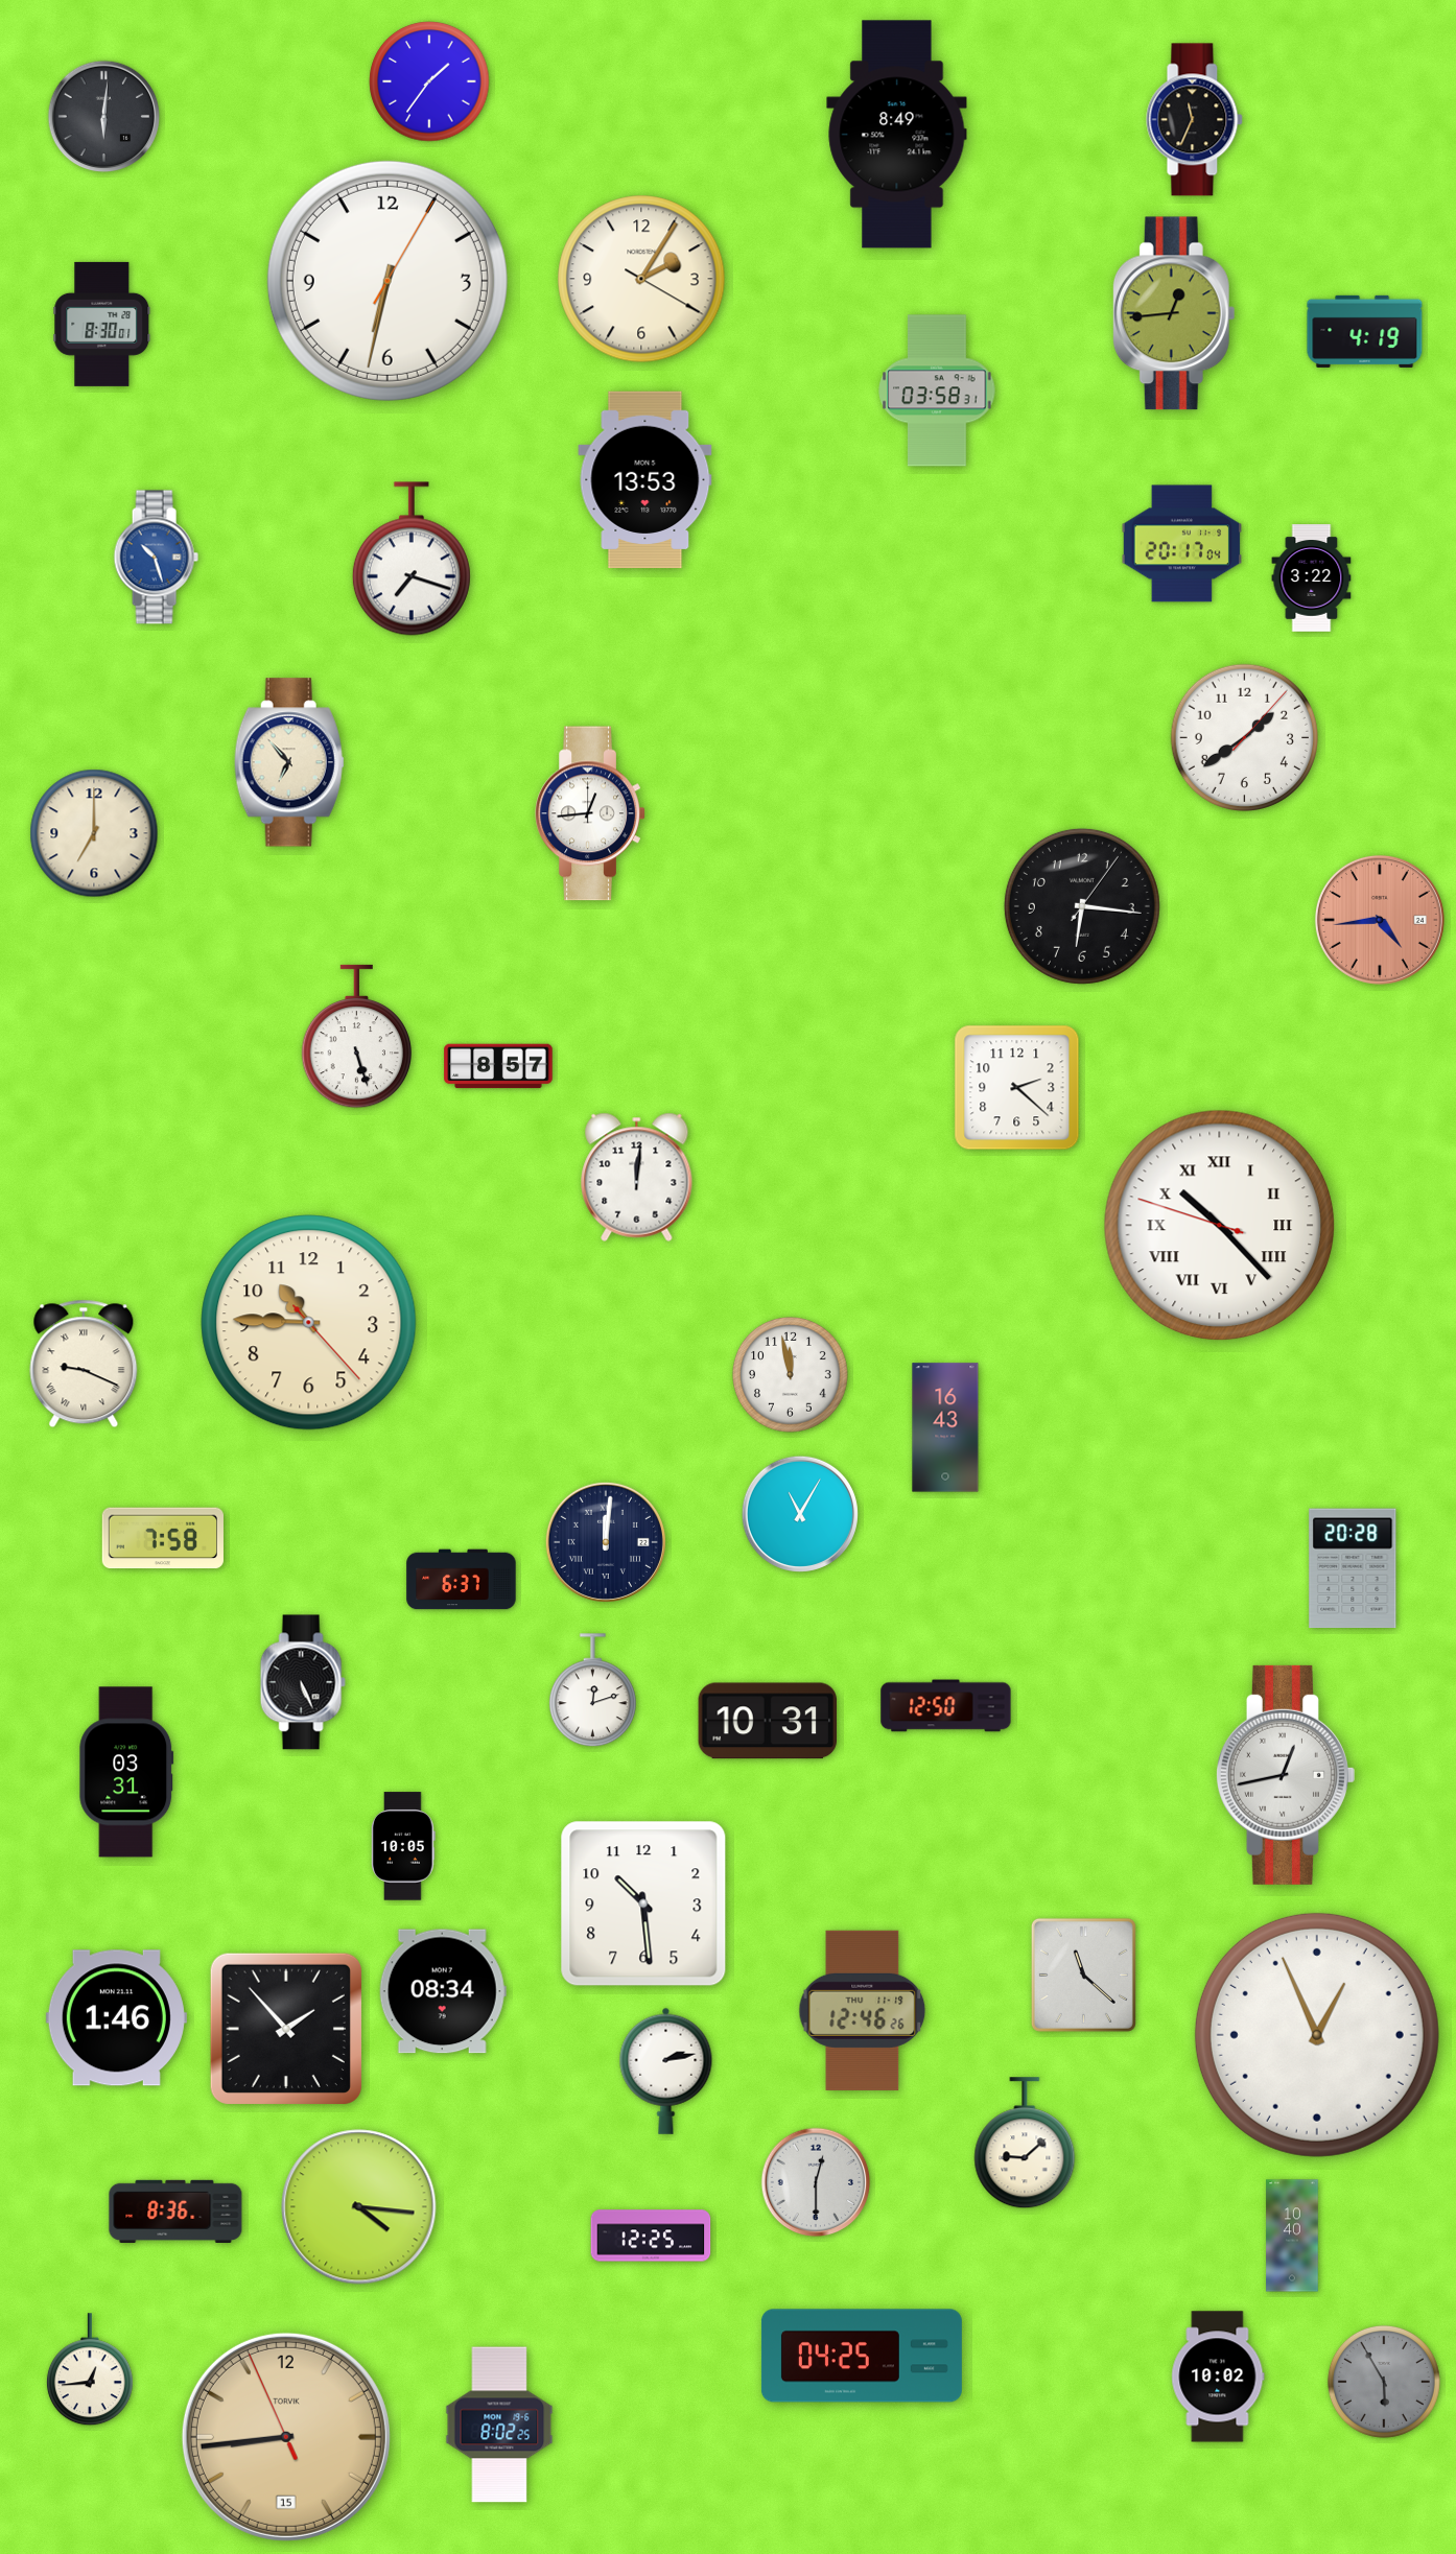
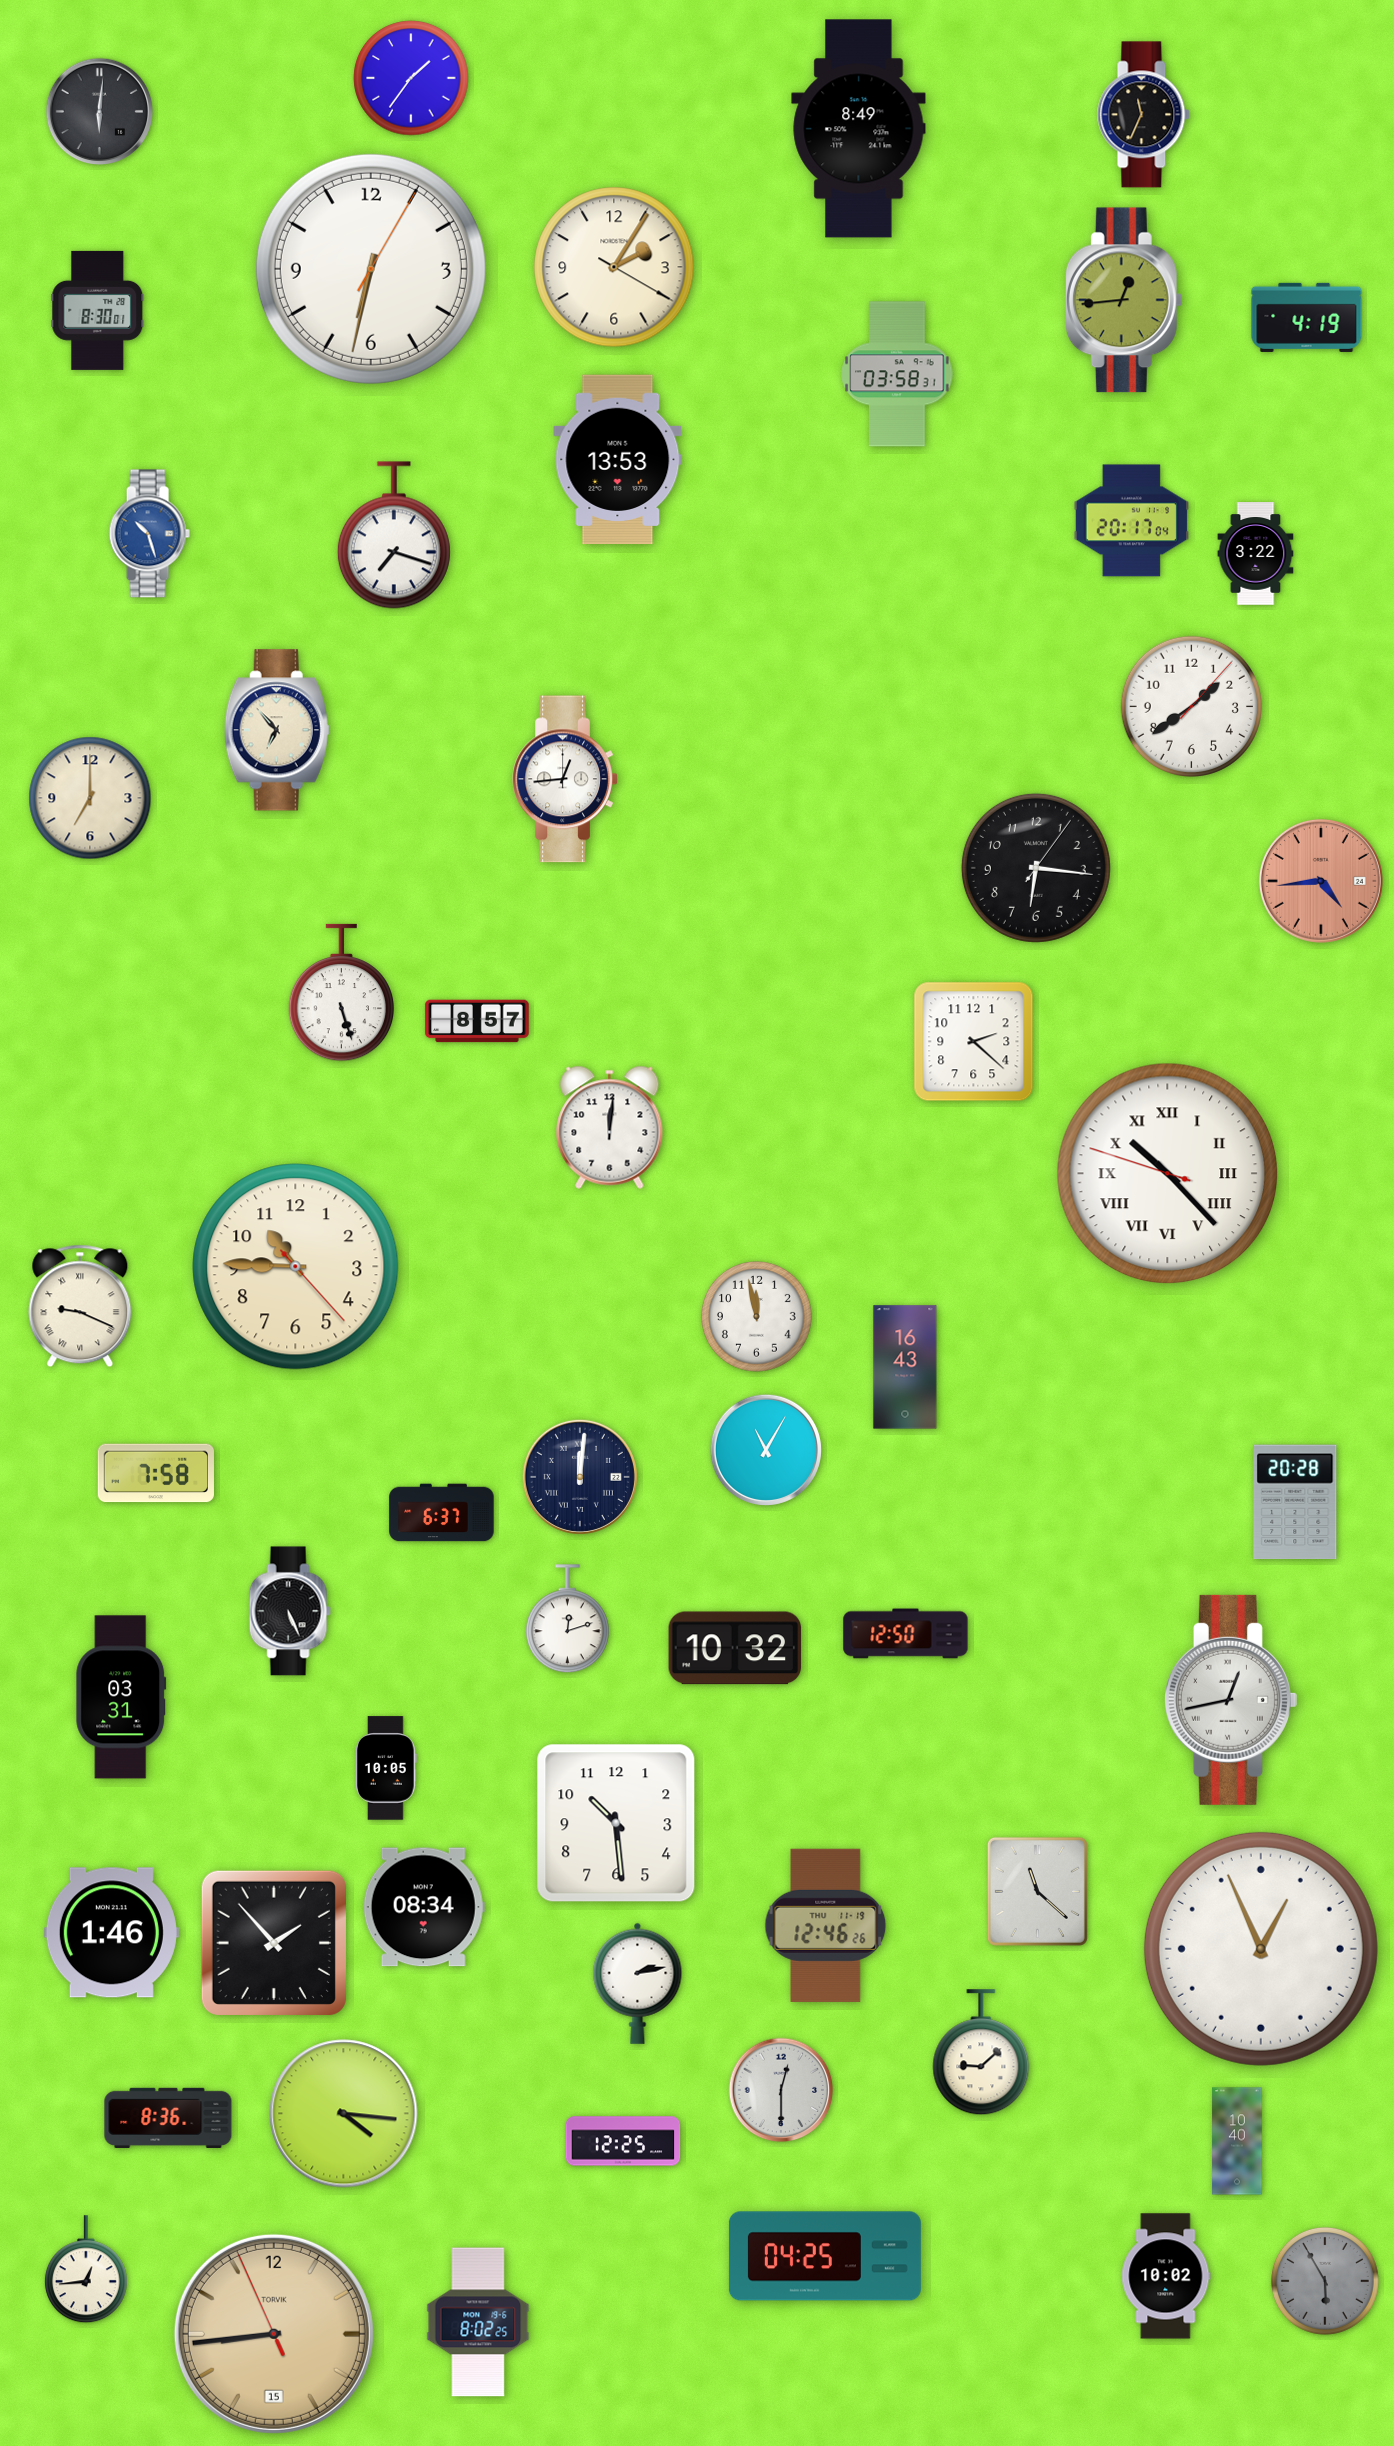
clock at (768, 1721): 10:31 -> 10:32
